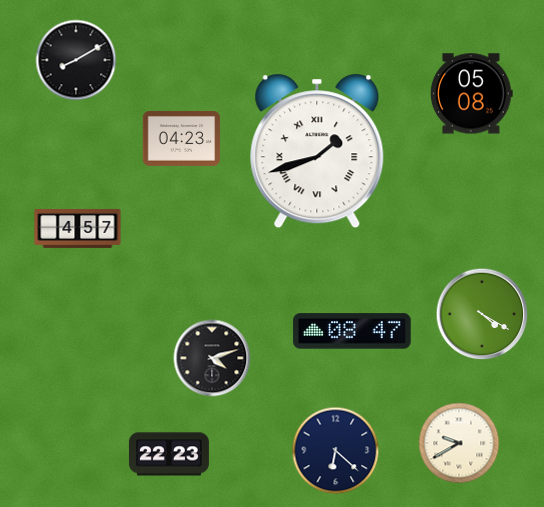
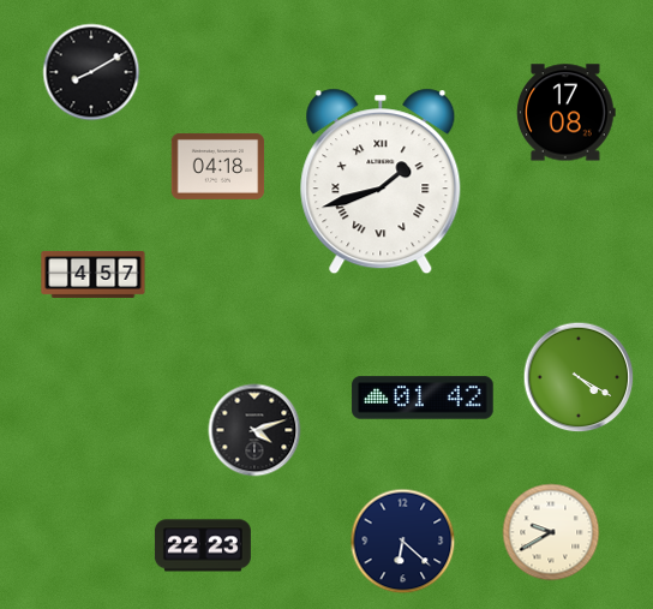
clock at (472, 94): 05:08 -> 17:08
clock at (182, 138): 04:23 -> 04:18
clock at (352, 331): 08:47 -> 01:42
